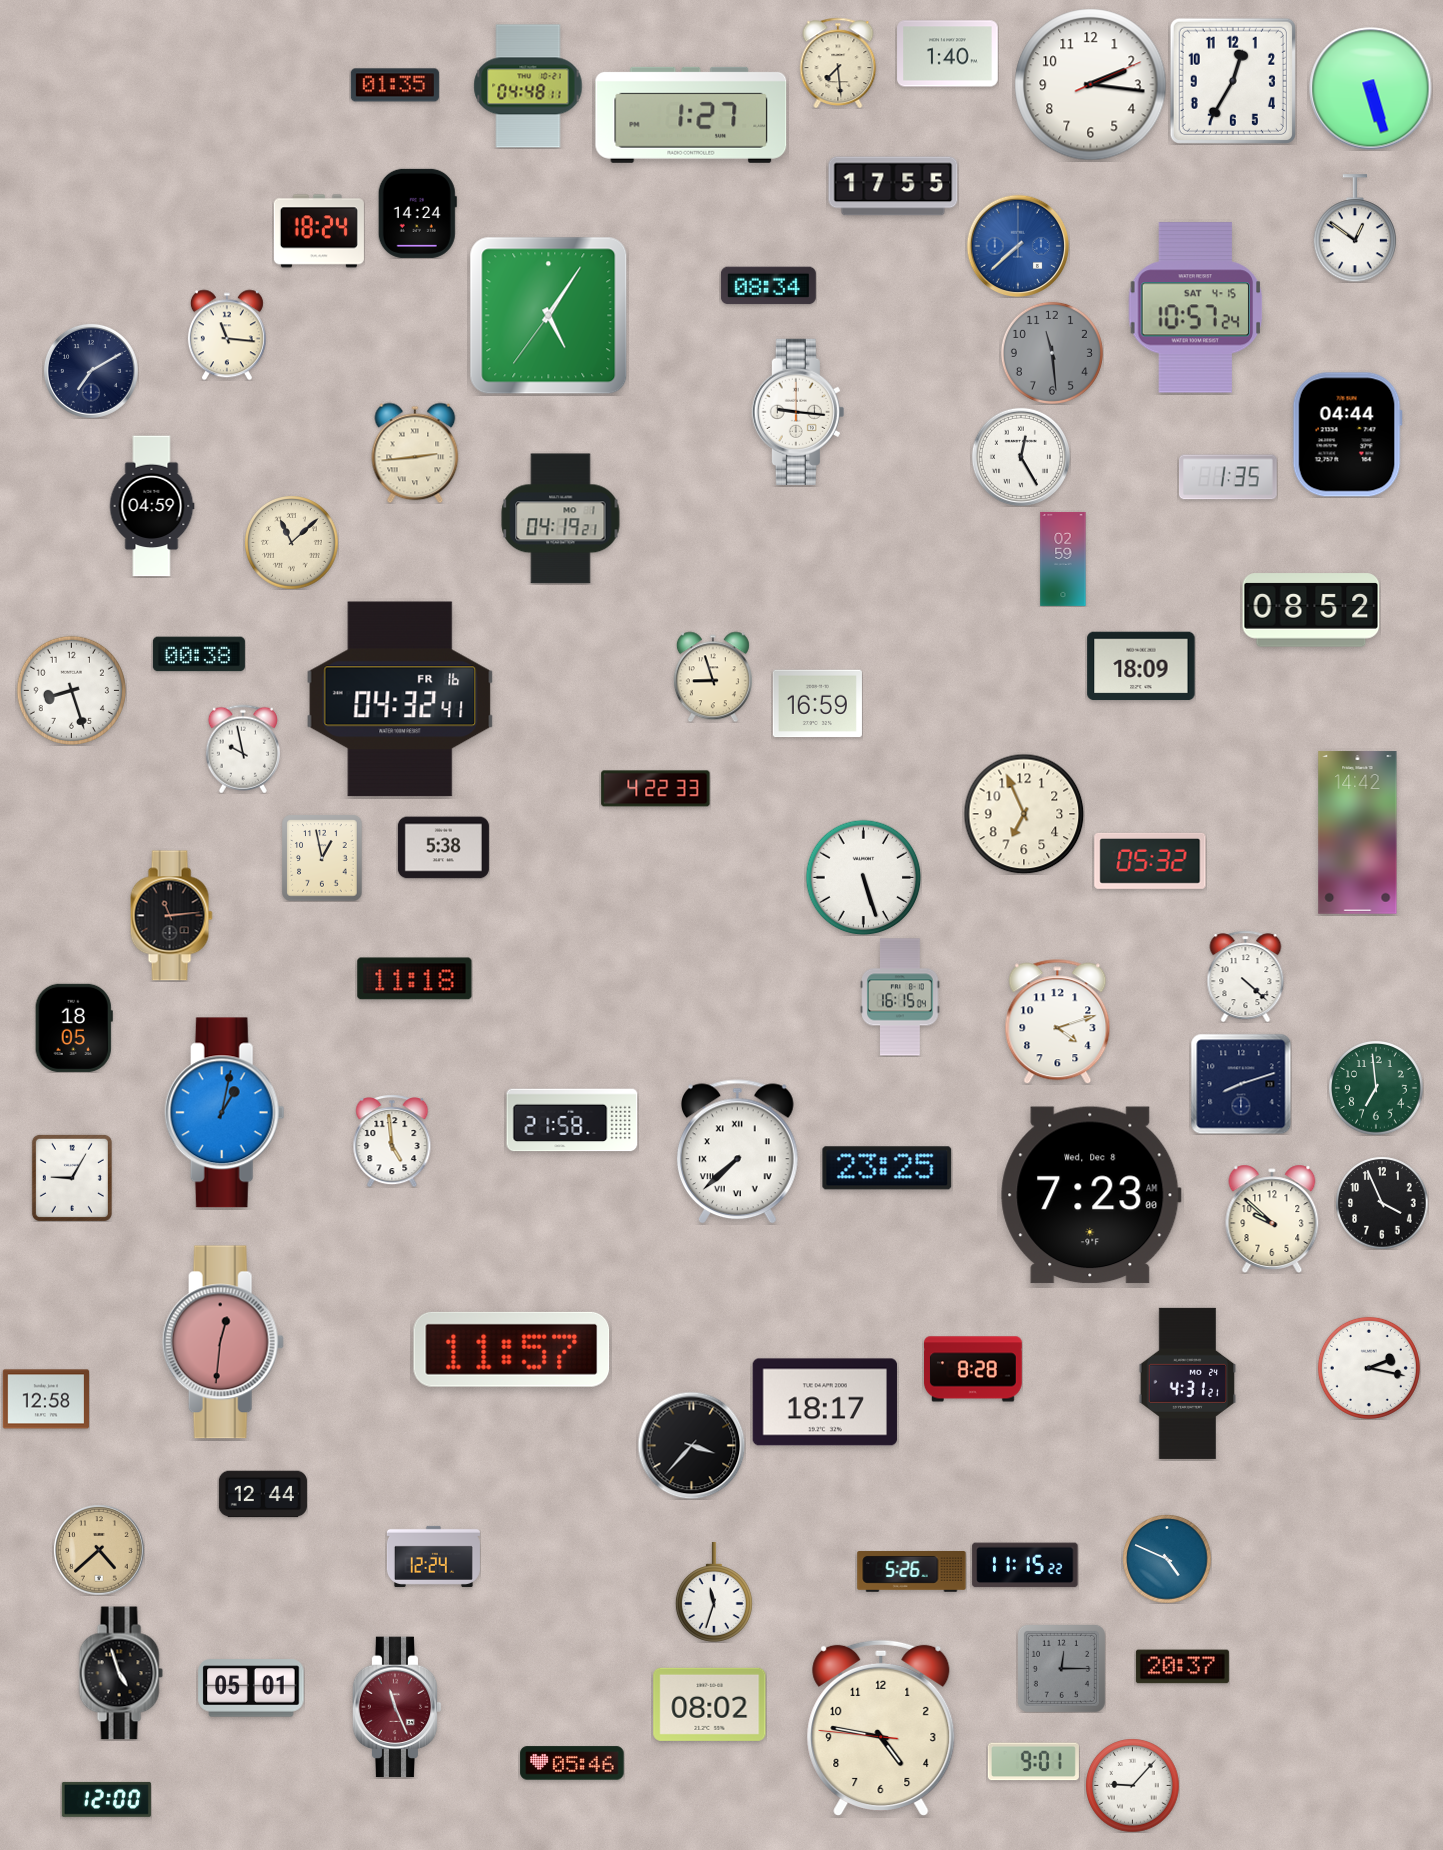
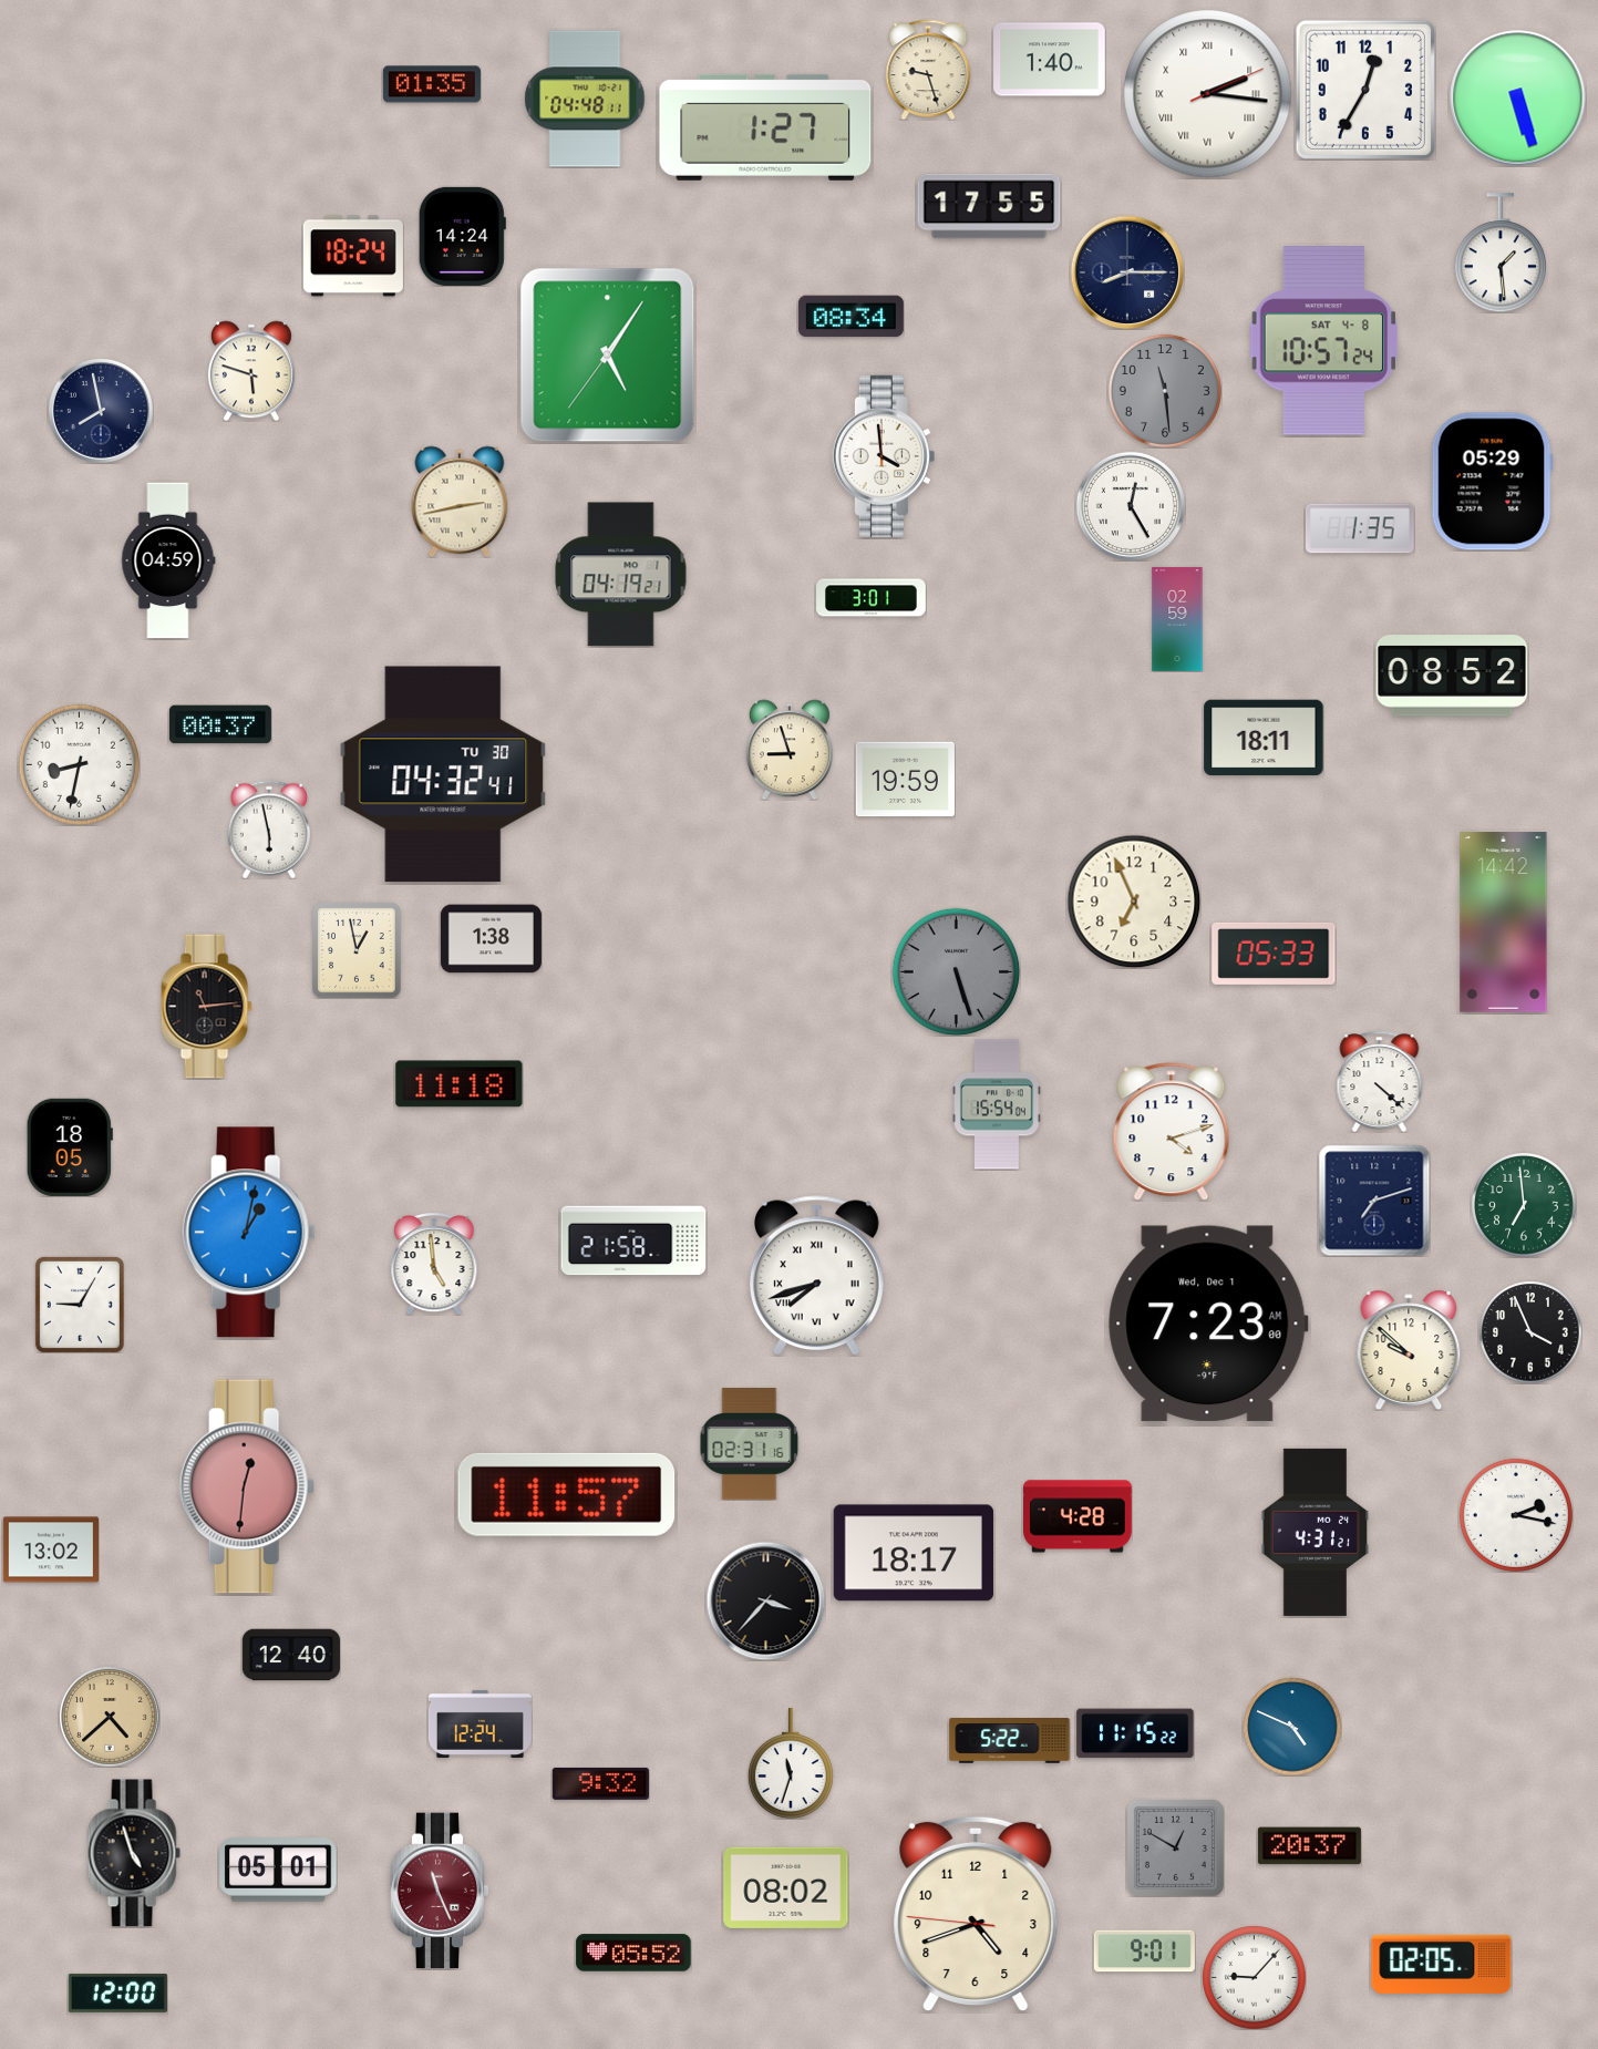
clock at (838, 63): 7:29 -> 9:27
clock at (395, 85) position: (395, 85) -> (432, 84)
clock at (1091, 85) numerals: Arabic -> Roman
clock at (528, 86) position: (528, 86) -> (585, 99)
clock at (1355, 228): 12:51 -> 1:29
clock at (1018, 246): 7:38 -> 8:15
clock at (1018, 246) dial: blue -> navy
clock at (1196, 308) date: SAT 4-15 -> SAT 4-8
clock at (549, 316) position: (549, 316) -> (608, 356)
clock at (227, 335): 11:16 -> 5:48
clock at (91, 371): 7:10 -> 7:58
clock at (798, 412): 9:16 -> 3:59
clock at (1347, 435): 04:44 -> 05:29
clock at (415, 453): 2:44 -> 2:43
clock at (872, 598): none -> 3:01
clock at (291, 542): 11:08 -> none
clock at (199, 654): 00:38 -> 00:37
clock at (1141, 666): 18:09 -> 18:11
clock at (71, 690): 8:27 -> 8:32
clock at (400, 699) date: FR 16 -> TU 30
clock at (817, 704): 16:59 -> 19:59
clock at (243, 749): 9:58 -> 5:58
clock at (656, 789): 4:22 -> none
clock at (443, 848): 5:38 -> 1:38
clock at (1150, 861): 05:32 -> 05:33
clock at (863, 877) dial: white -> grey
clock at (171, 916) position: (171, 916) -> (206, 1007)
clock at (900, 997): 16:15 -> 15:54
clock at (74, 1028) position: (74, 1028) -> (70, 1147)
clock at (1241, 1084): 8:12 -> 7:12
clock at (737, 1152): 7:38 -> 7:42
clock at (887, 1168): 23:25 -> none
clock at (1091, 1195) date: Wed, Dec 8 -> Wed, Dec 1
clock at (750, 1444): none -> 02:31
clock at (974, 1369): 8:28 -> 4:28
clock at (45, 1399): 12:58 -> 13:02
clock at (263, 1494): 12:44 -> 12:40
clock at (912, 1572): 5:26 -> 5:22
clock at (600, 1783): none -> 9:32
clock at (1061, 1668): 12:15 -> 12:50
clock at (881, 1727): 4:46 -> 4:41
clock at (572, 1763): 05:46 -> 05:52
clock at (1442, 1964): none -> 02:05
